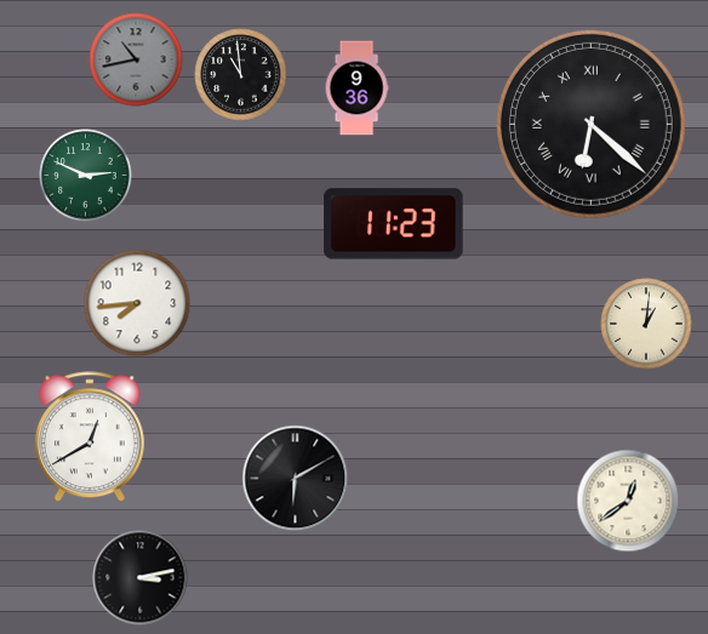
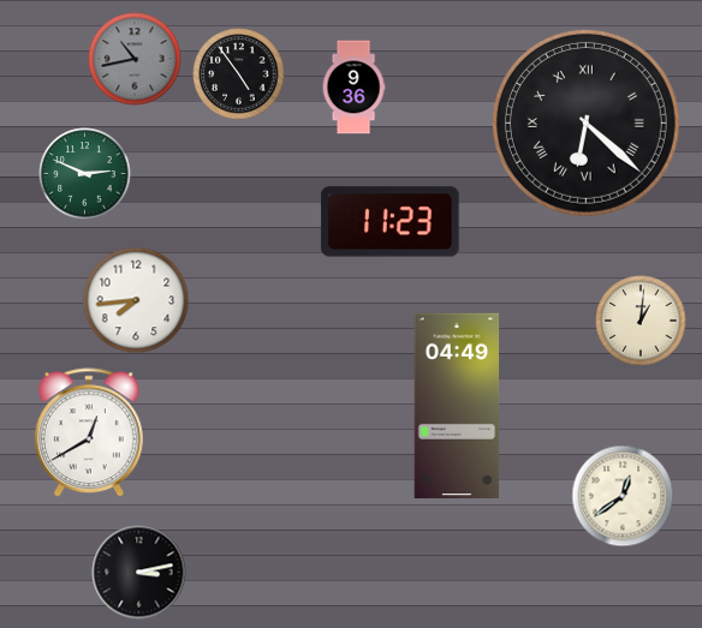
clock at (241, 75): 10:59 -> 4:54
clock at (457, 405): none -> 04:49
clock at (296, 479): 6:10 -> none
